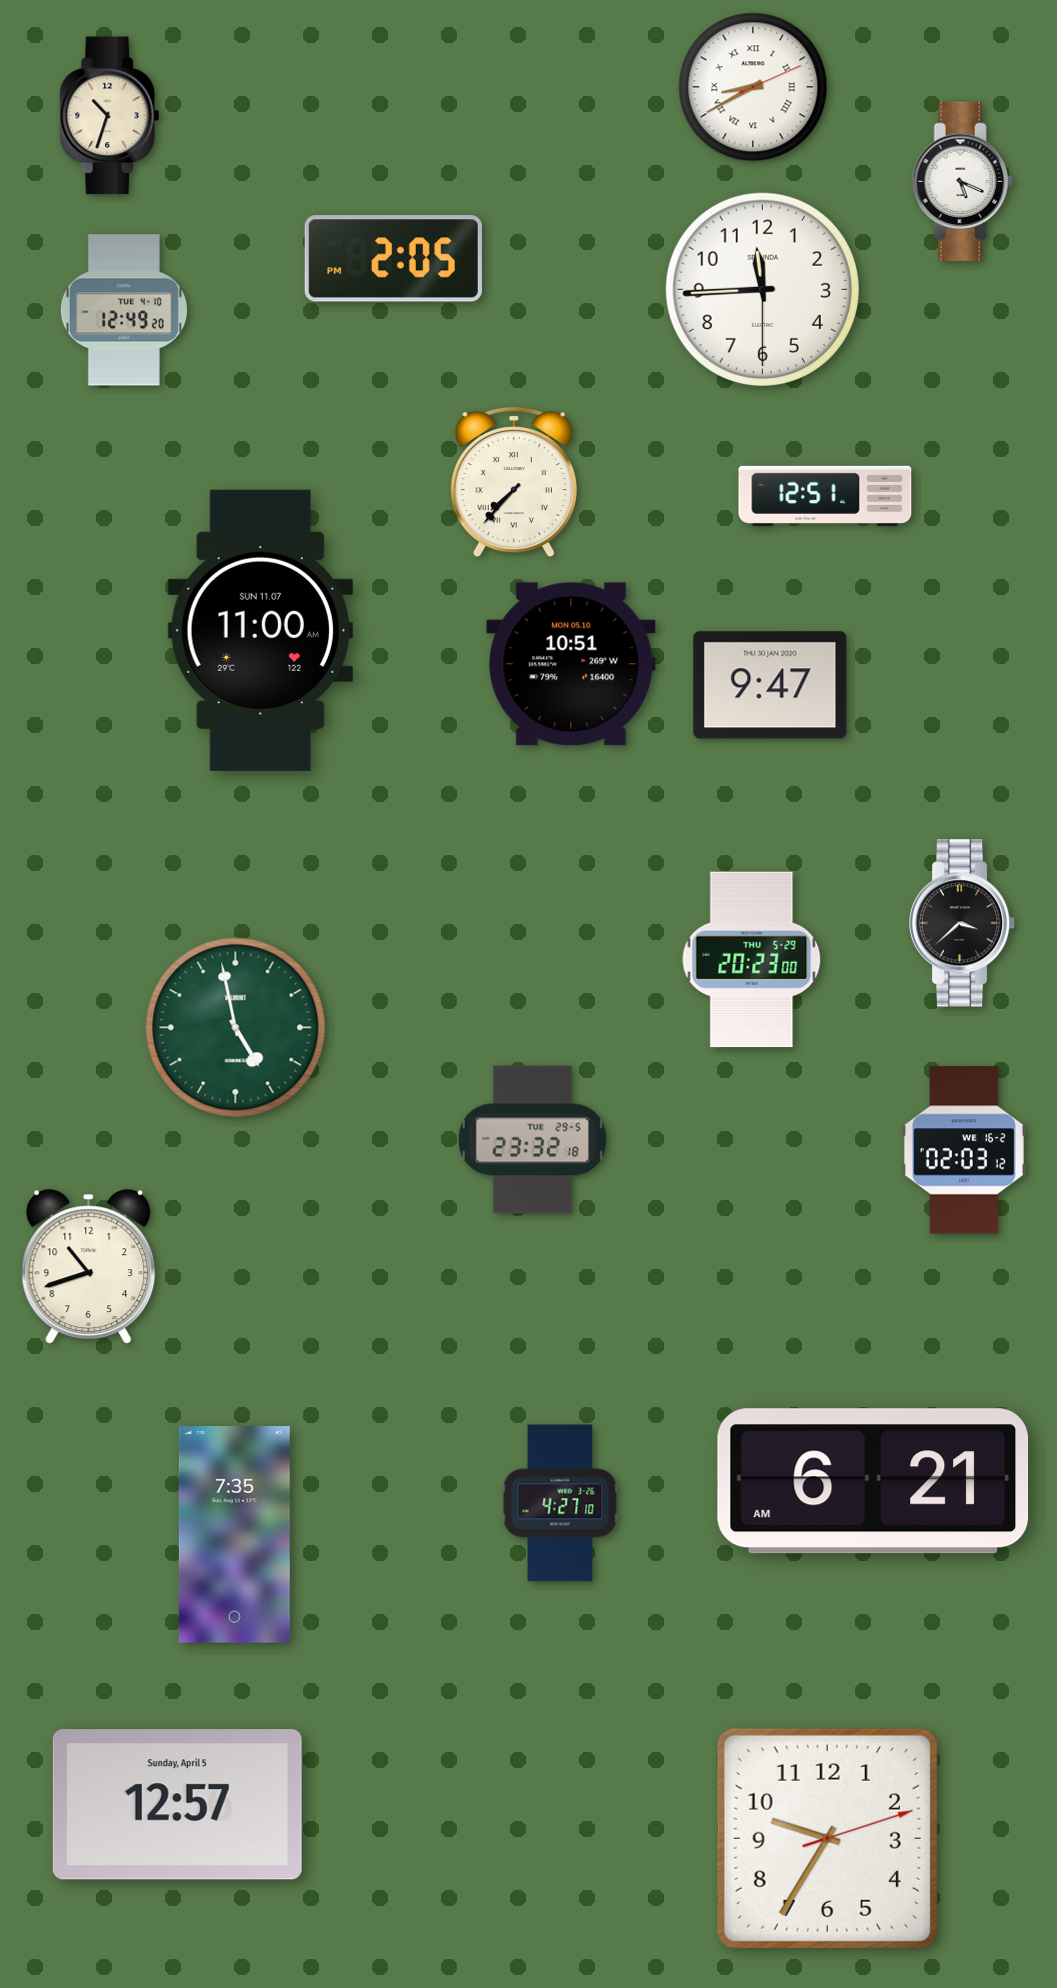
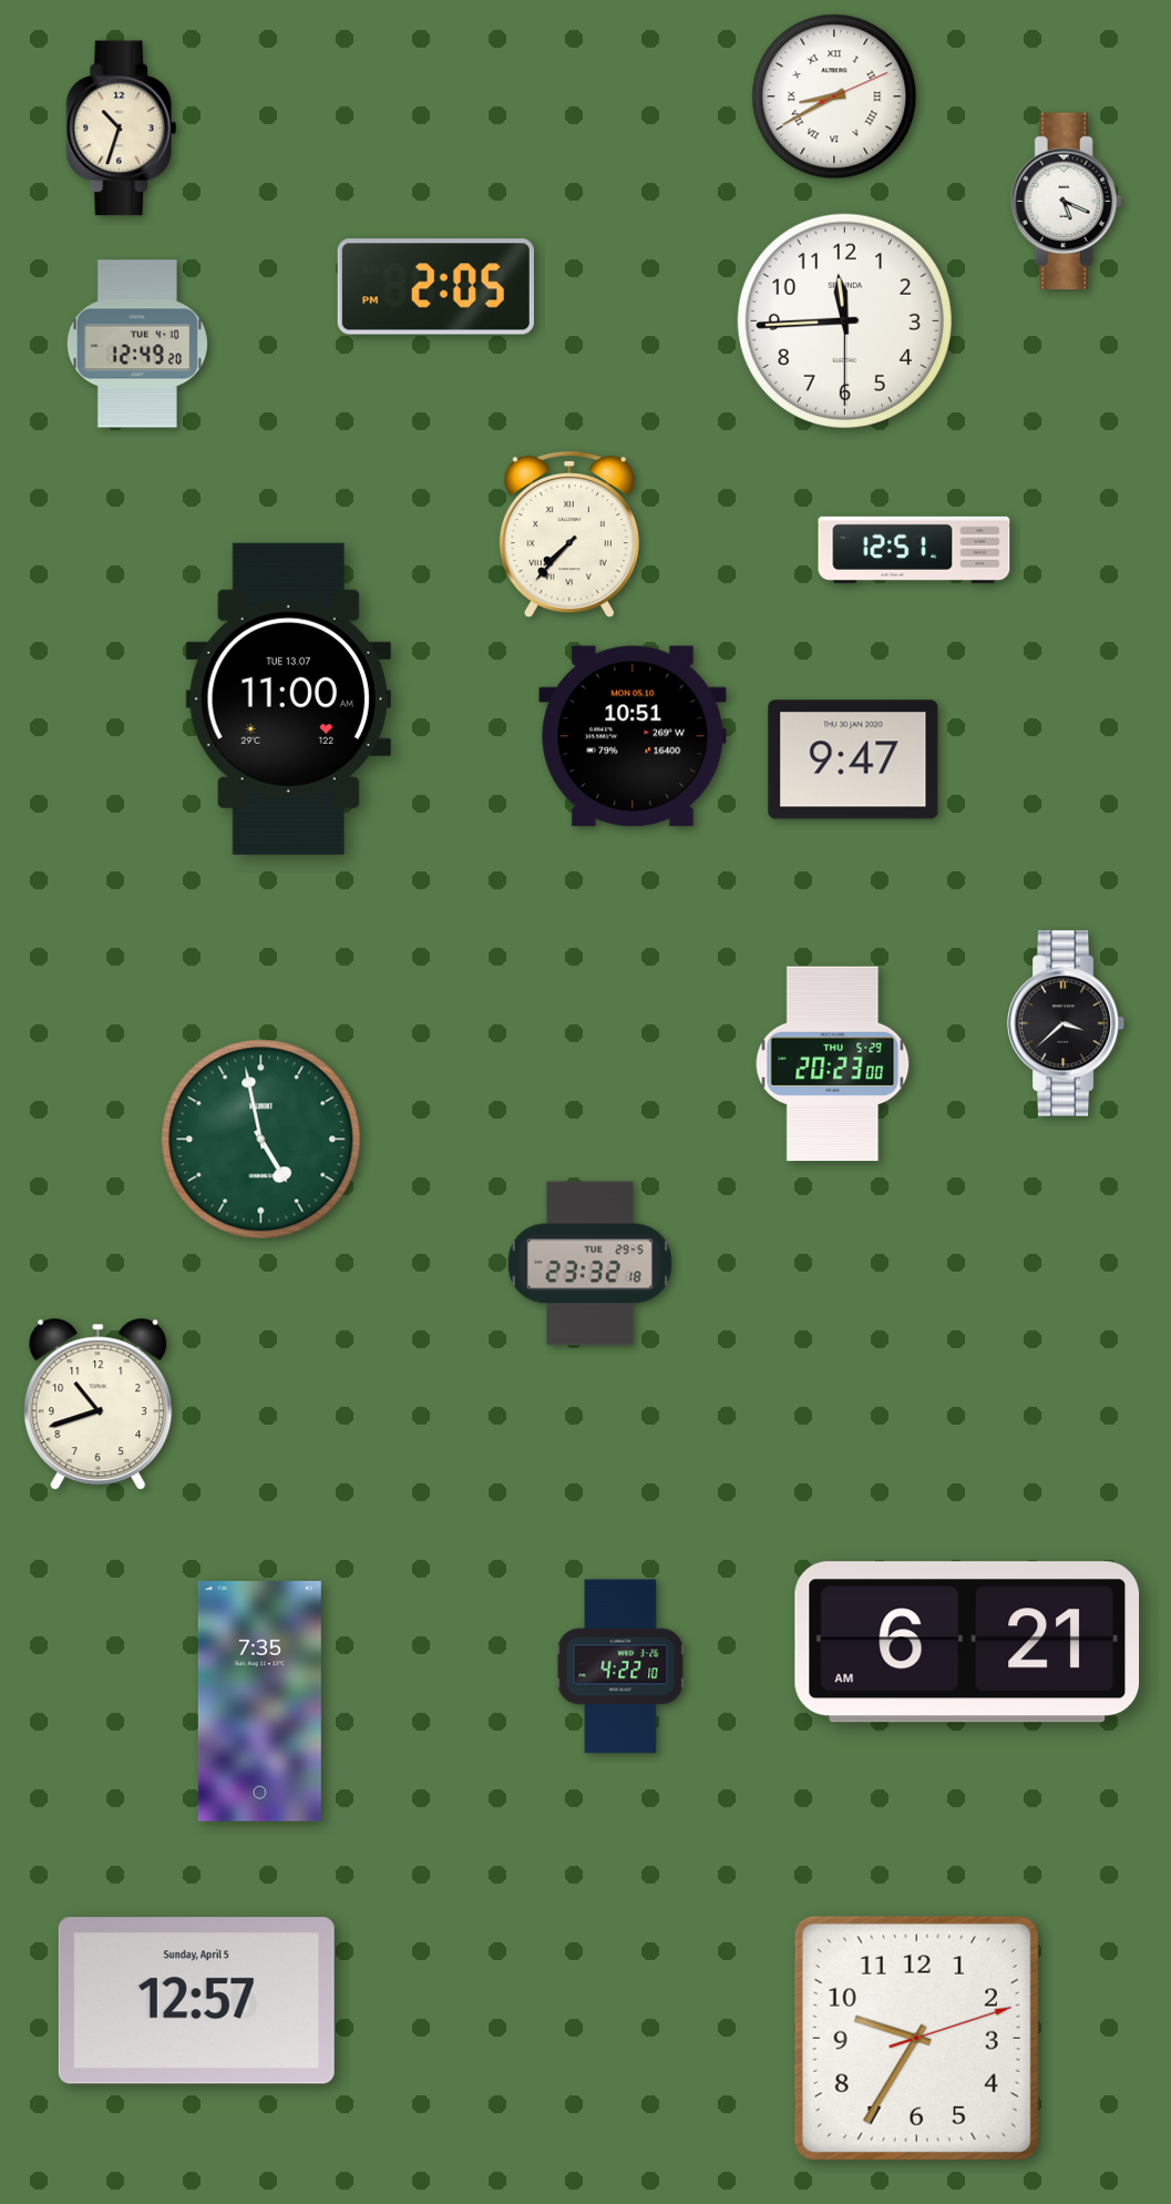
clock at (260, 630) date: SUN 11.07 -> TUE 13.07
clock at (964, 1150): 02:03 -> none
clock at (560, 1503): 4:27 -> 4:22
